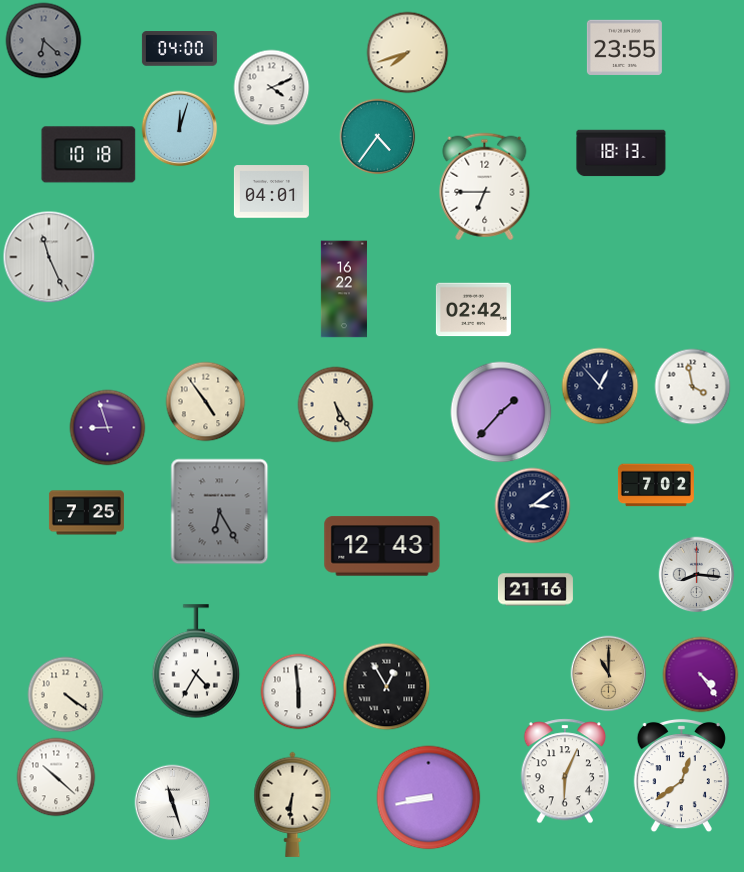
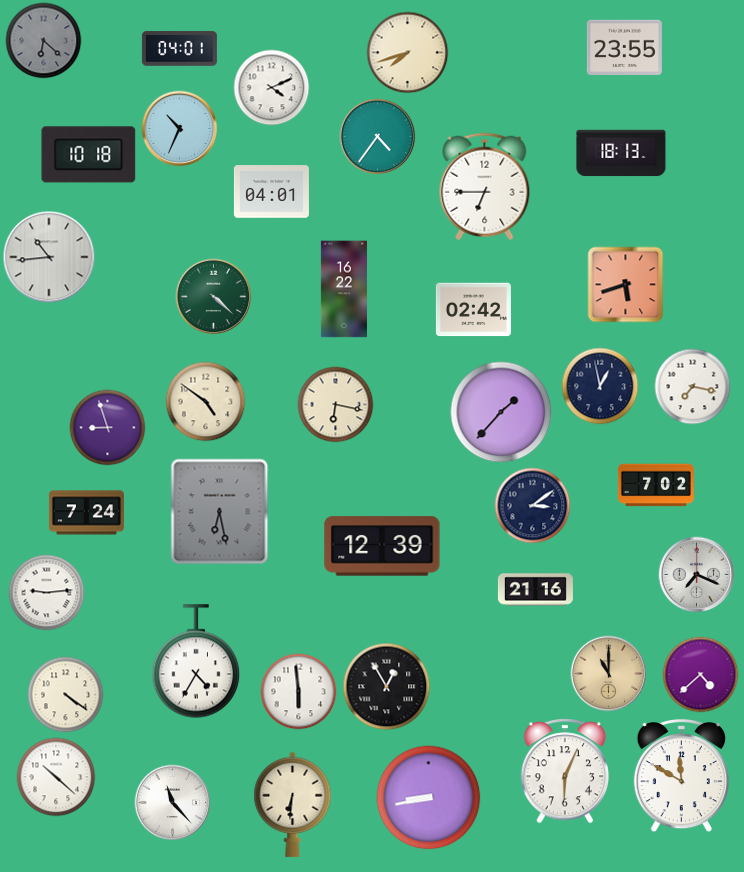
clock at (179, 49): 04:00 -> 04:01
clock at (180, 129): 12:03 -> 10:34
clock at (49, 257): 11:26 -> 10:44
clock at (626, 285): none -> 5:42
clock at (214, 297): none -> 4:22
clock at (600, 386): 12:53 -> 12:58
clock at (693, 387): 3:58 -> 7:17
clock at (206, 402): 4:54 -> 4:51
clock at (336, 405): 5:25 -> 6:17
clock at (220, 512): 6:25 -> 6:28
clock at (86, 513): 7:25 -> 7:24
clock at (382, 546): 12:43 -> 12:39
clock at (697, 575): 8:16 -> 7:19
clock at (47, 593): none -> 9:14
clock at (701, 675): 4:24 -> 4:38
clock at (681, 776): 12:39 -> 11:50
clock at (173, 803): 11:27 -> 11:23
